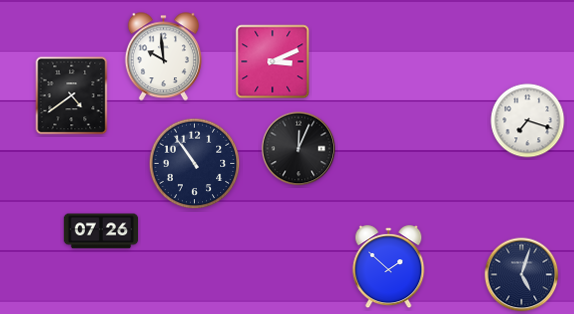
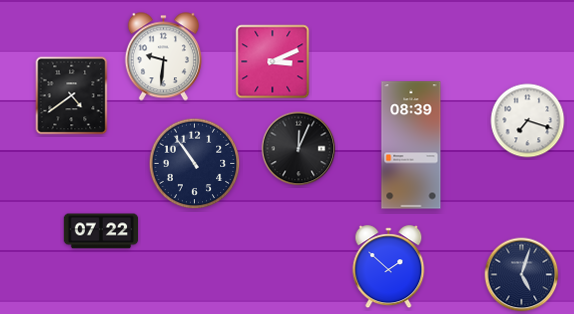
clock at (163, 57): 9:59 -> 9:31
clock at (411, 145): none -> 08:39
clock at (101, 231): 07:26 -> 07:22
